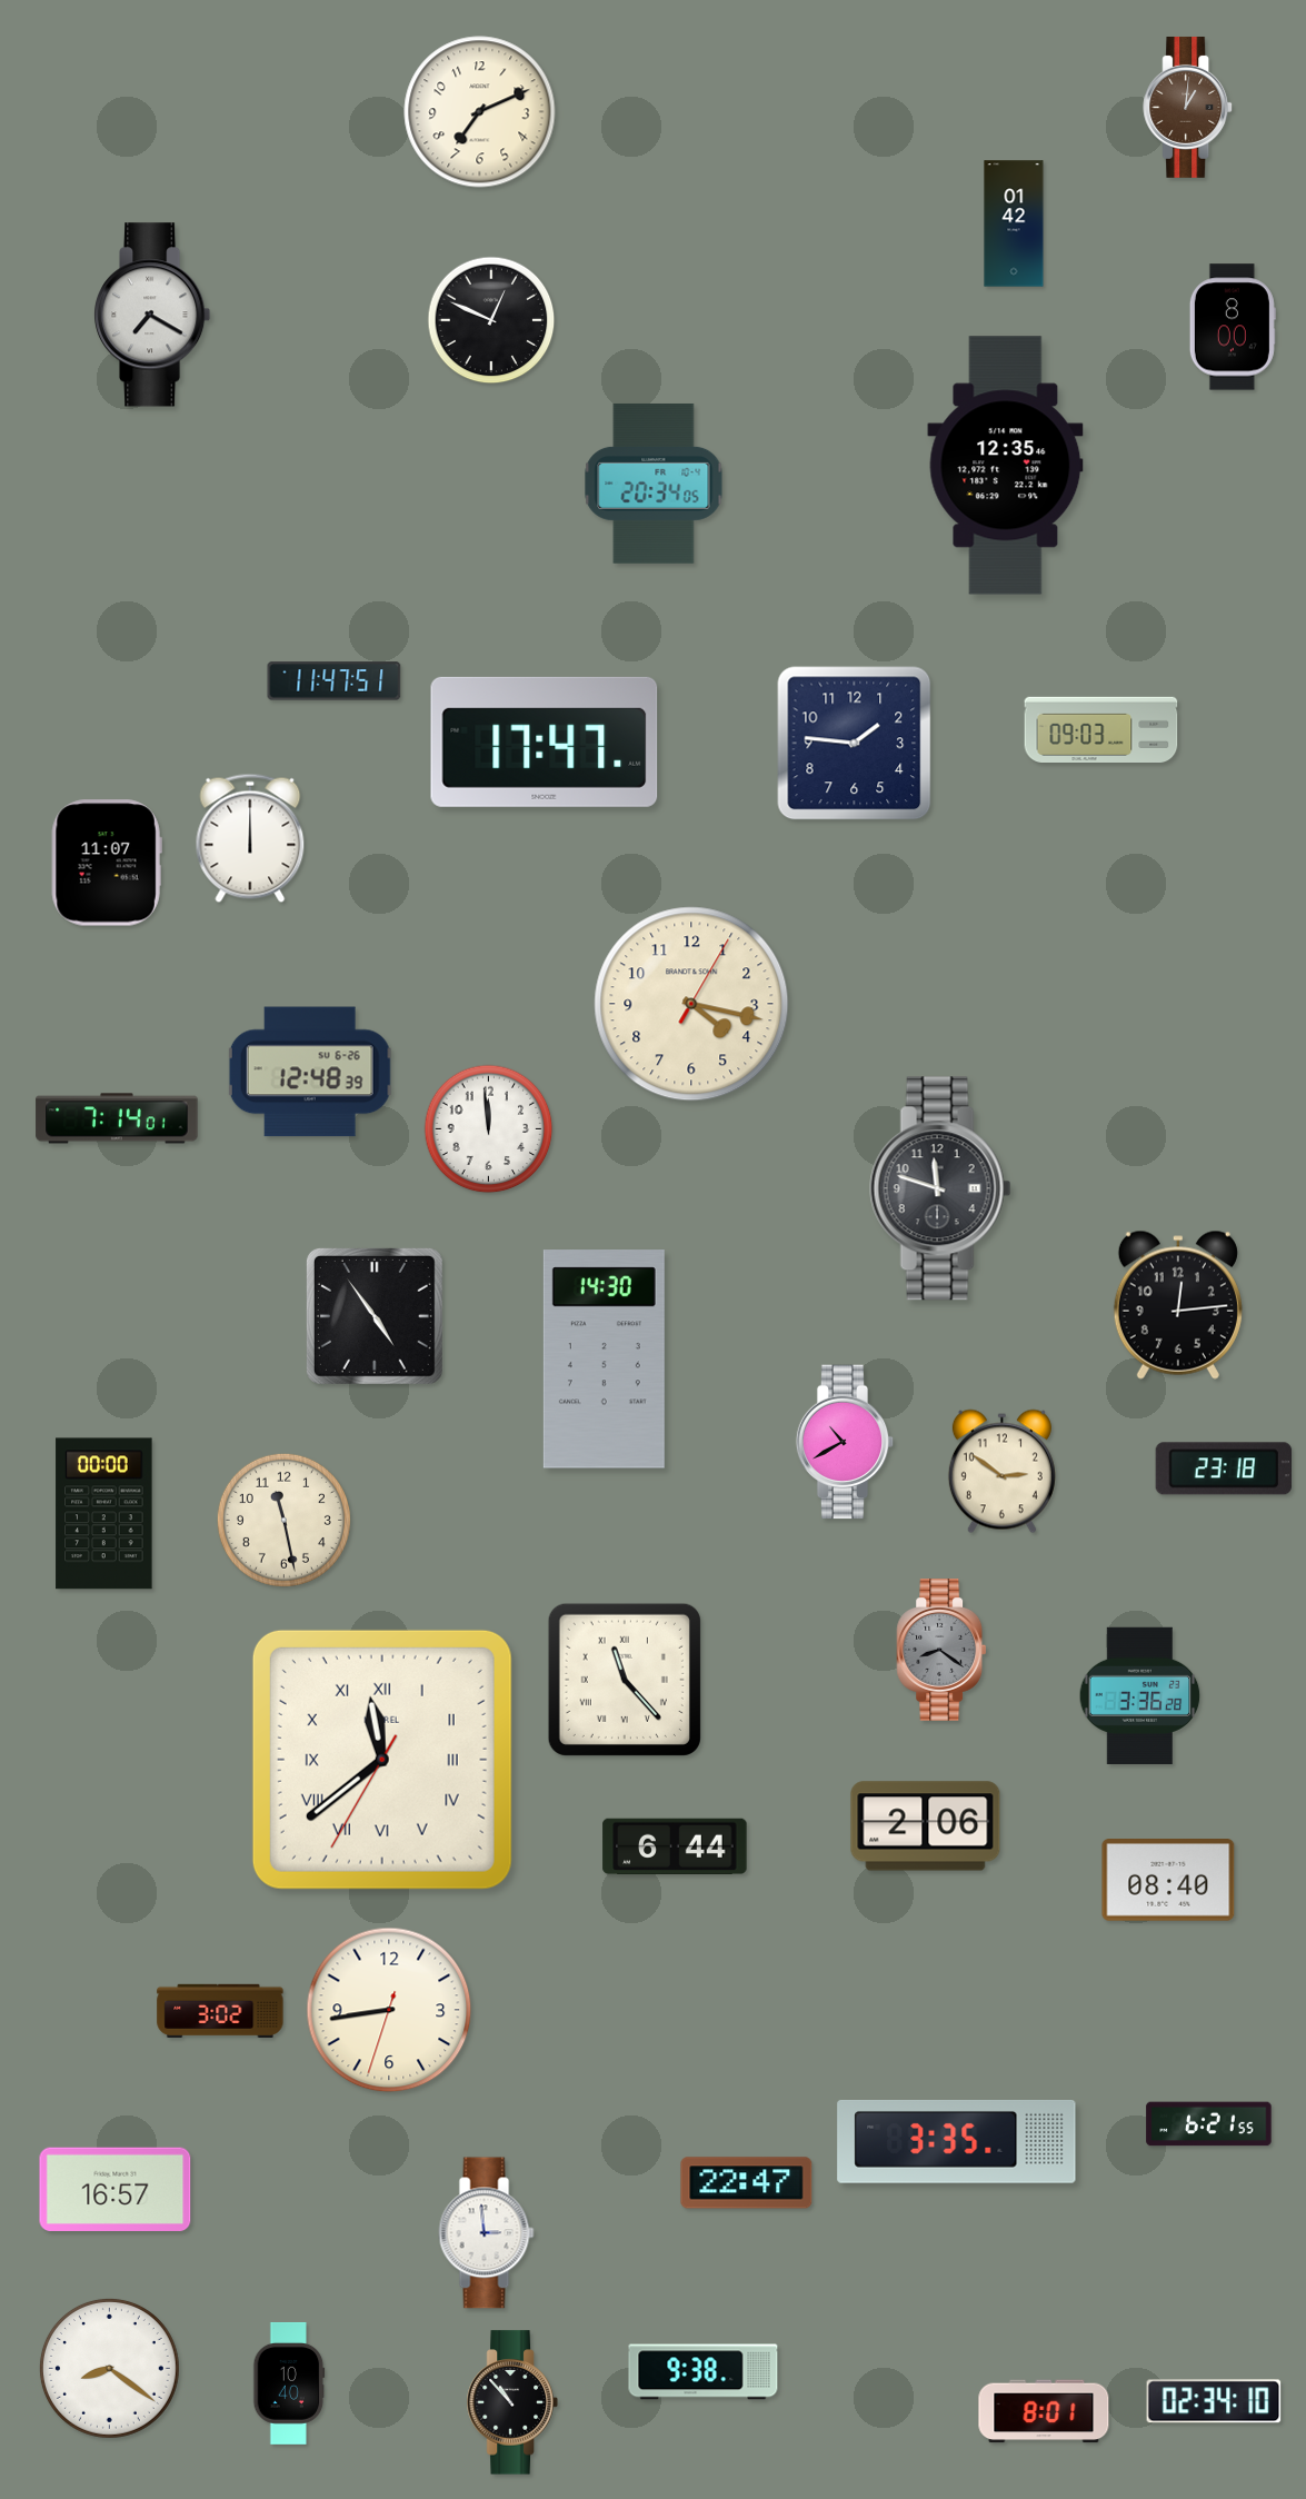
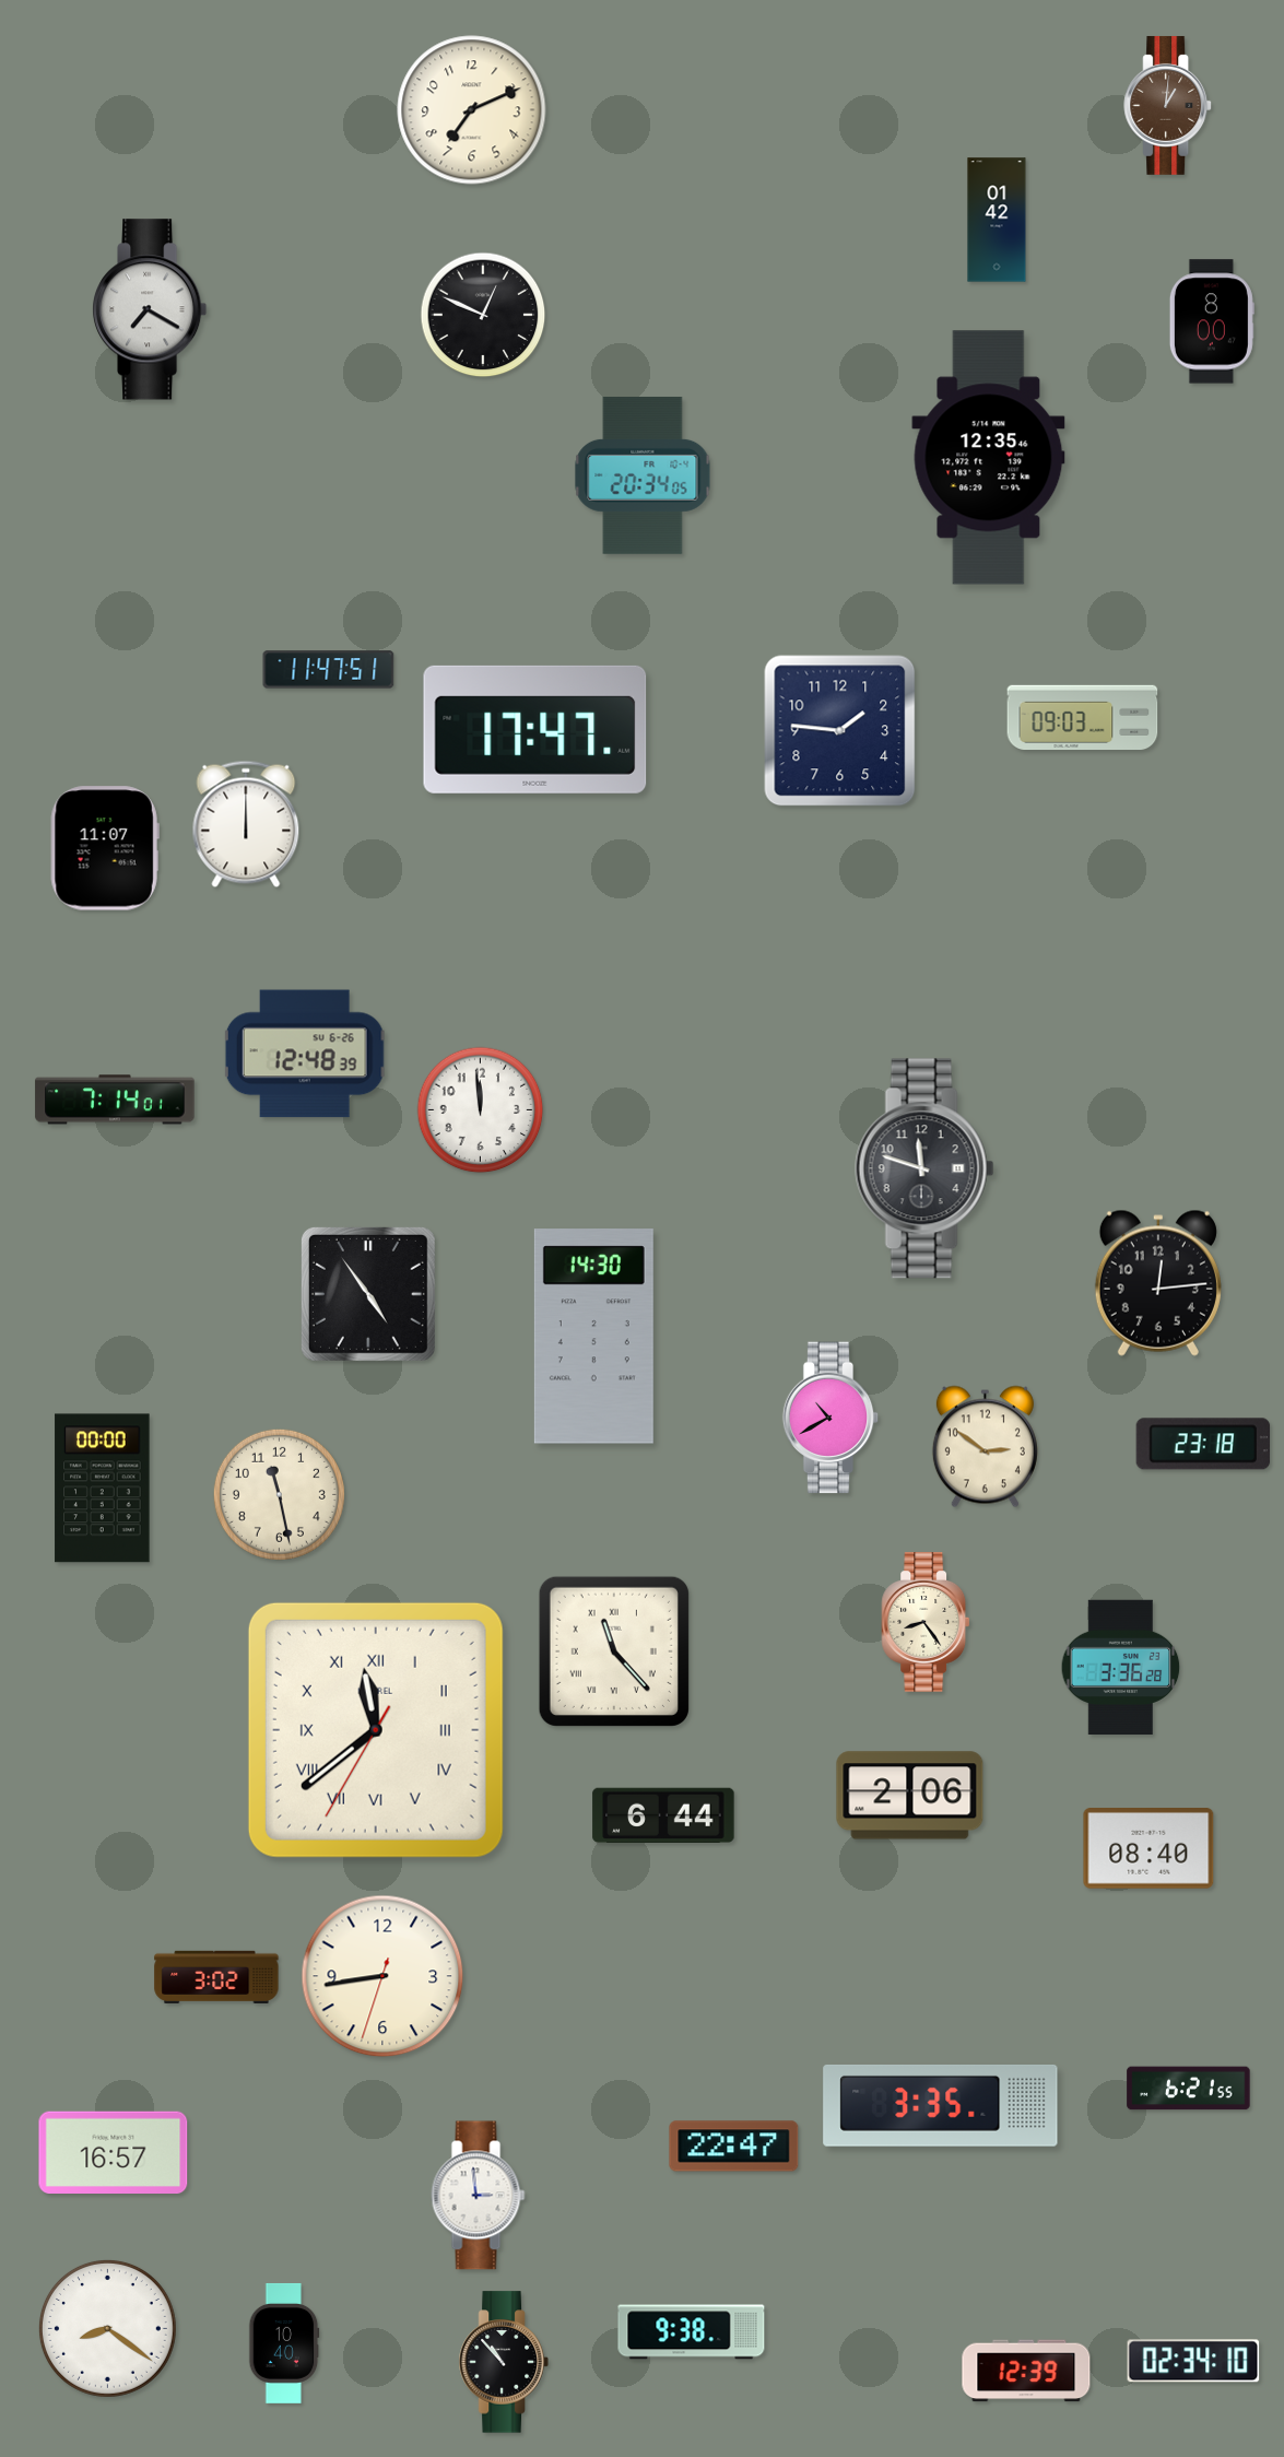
clock at (691, 1004): 4:17 -> none
clock at (941, 1651): 8:21 -> 8:24
clock at (941, 1651) dial: grey -> cream
clock at (1044, 2411): 8:01 -> 12:39
